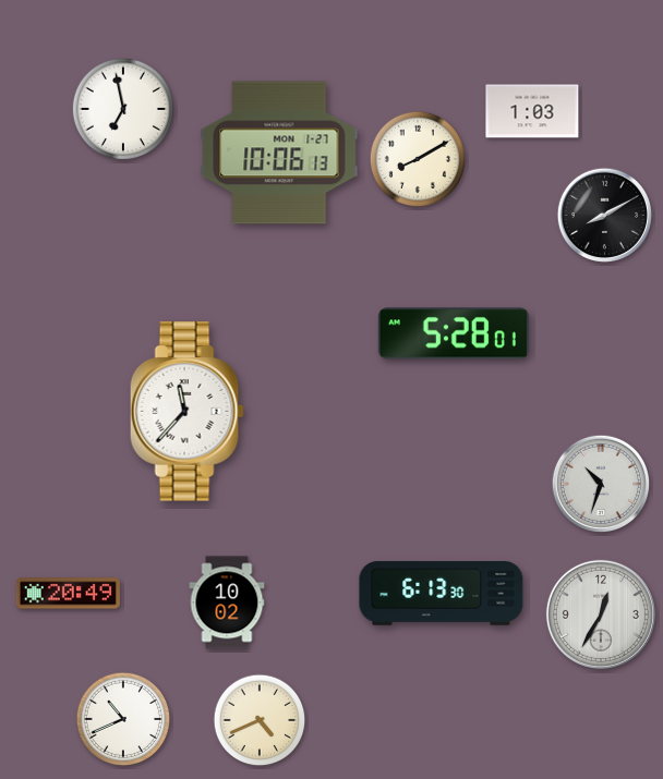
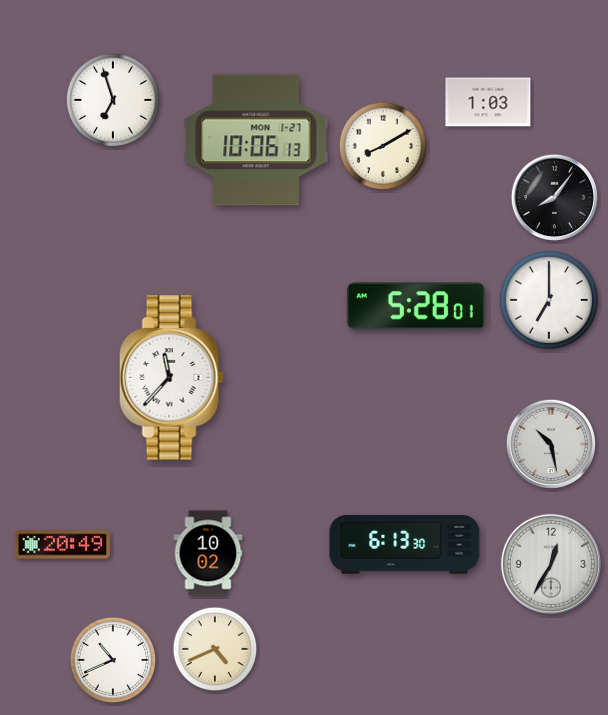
clock at (123, 109): 6:58 -> 6:57
clock at (604, 215): 8:10 -> 8:06
clock at (549, 300): none -> 7:00
clock at (600, 483): 10:33 -> 10:28
clock at (260, 720) position: (260, 720) -> (215, 649)
